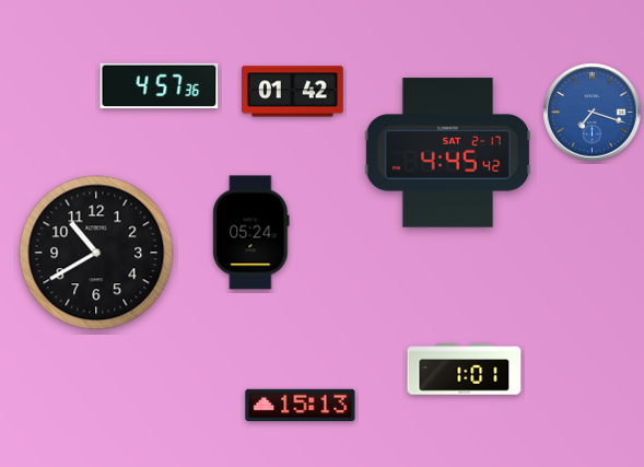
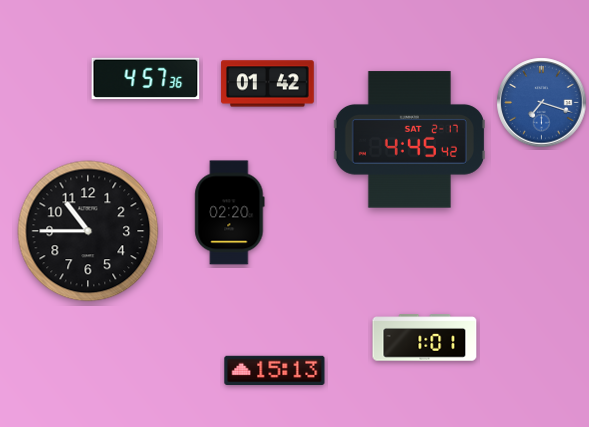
clock at (251, 233): 05:24 -> 02:20
clock at (96, 253): 10:40 -> 10:45
